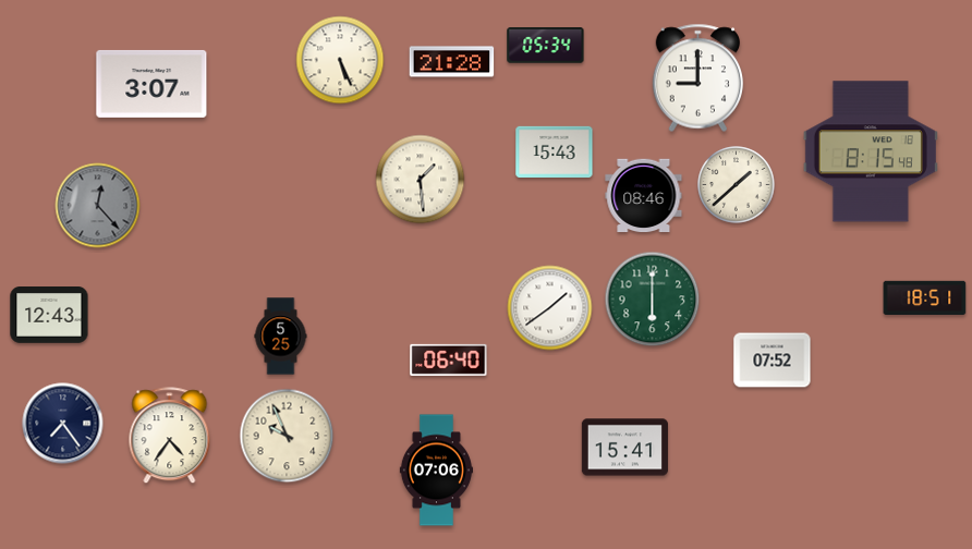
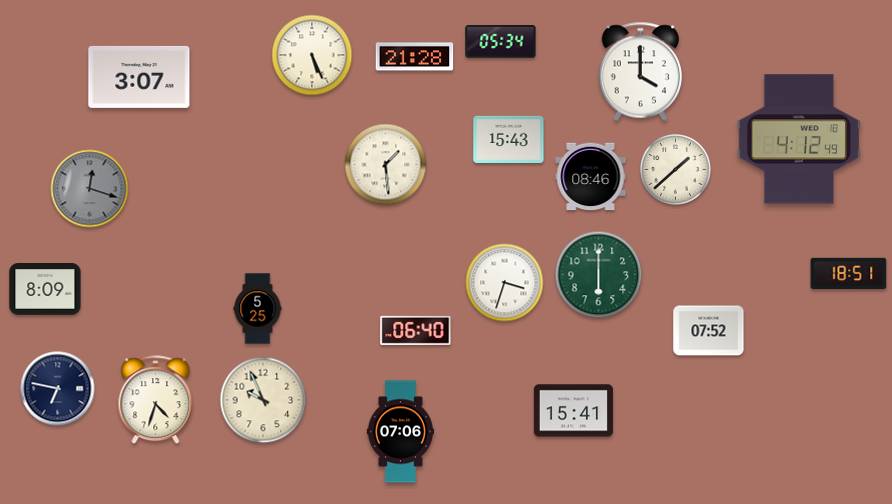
clock at (698, 78): 9:00 -> 4:00
clock at (871, 151): 8:15 -> 4:12
clock at (644, 196) position: (644, 196) -> (591, 177)
clock at (98, 206): 12:23 -> 12:18
clock at (550, 308): 1:39 -> 3:33
clock at (49, 316): 12:43 -> 8:09
clock at (449, 359) position: (449, 359) -> (416, 330)
clock at (63, 424): 7:24 -> 6:47
clock at (170, 436): 4:36 -> 4:33
